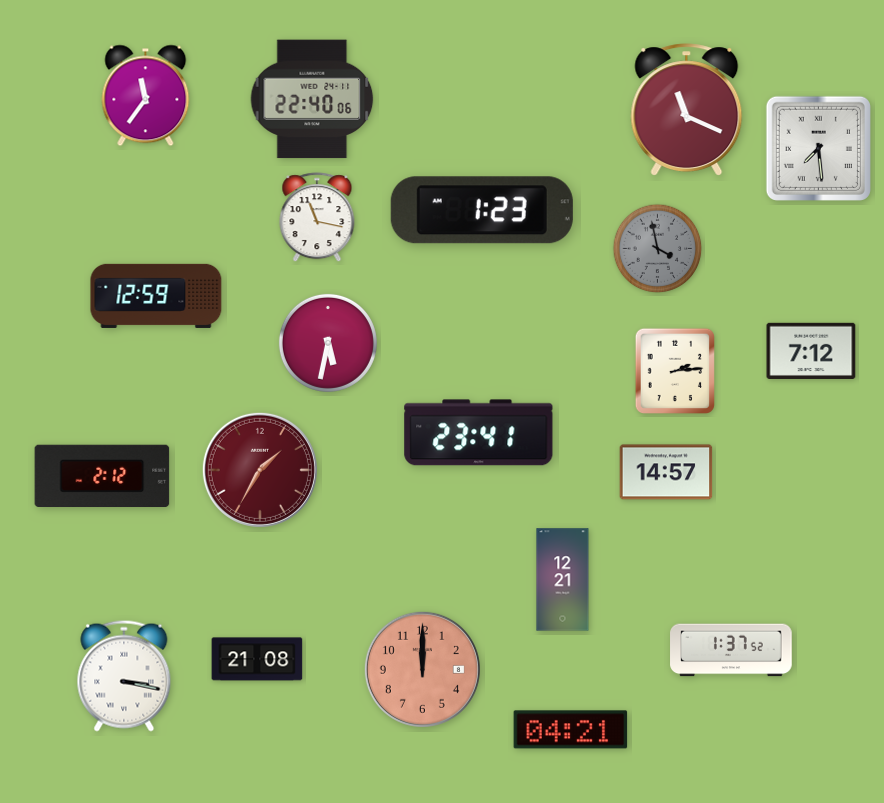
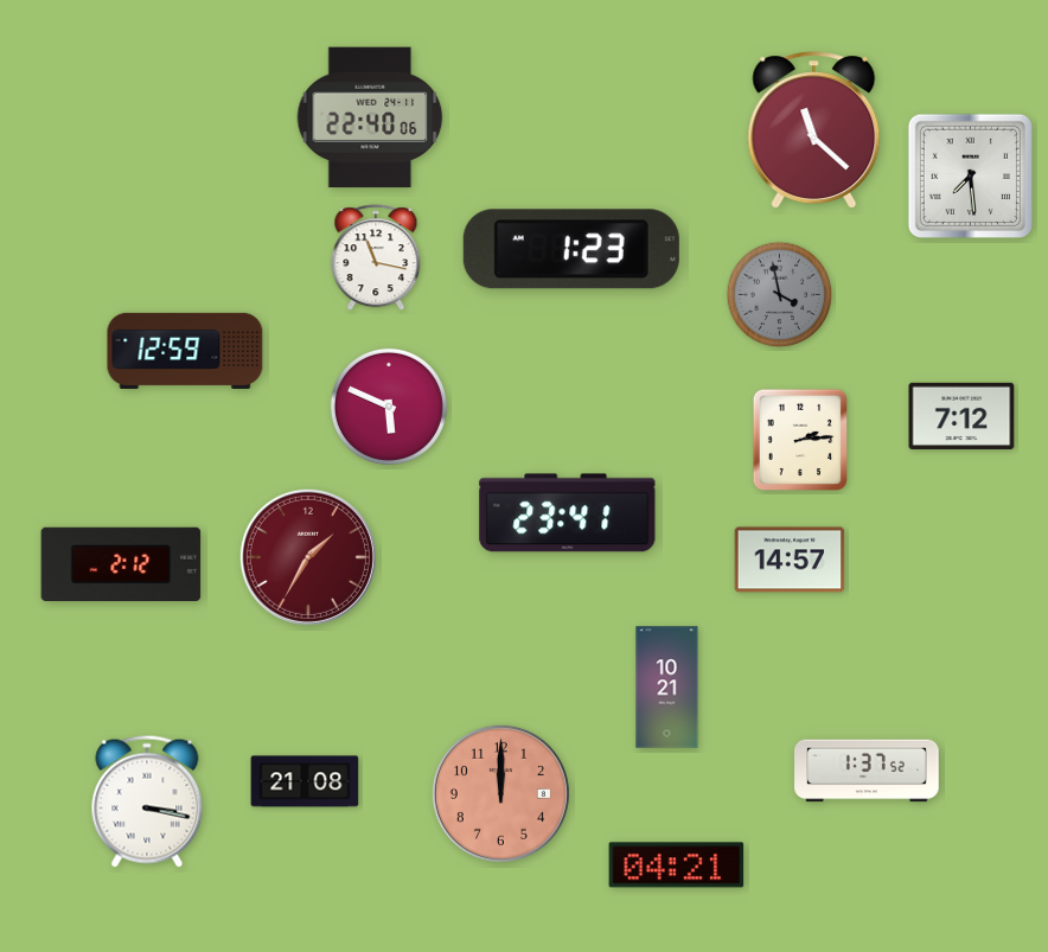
clock at (146, 96): 11:36 -> none
clock at (687, 110): 11:19 -> 11:22
clock at (328, 343): 5:32 -> 5:49
clock at (563, 580): 12:21 -> 10:21
